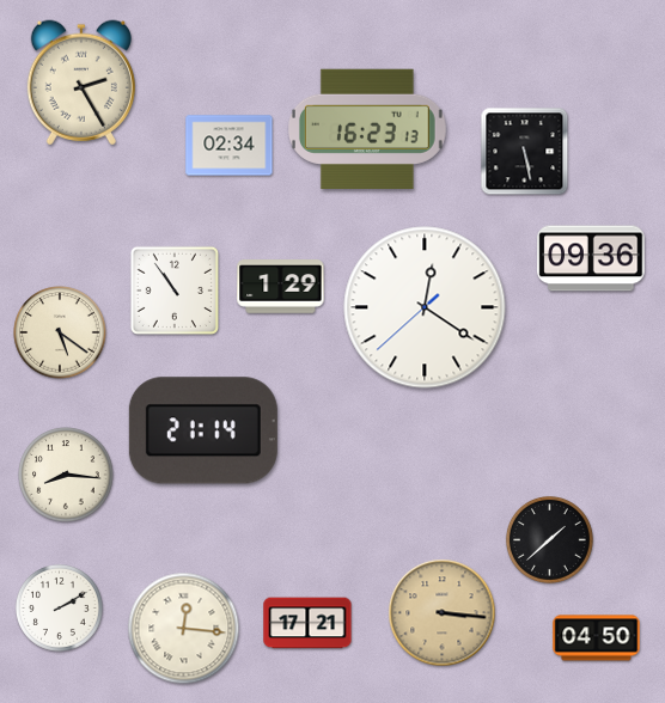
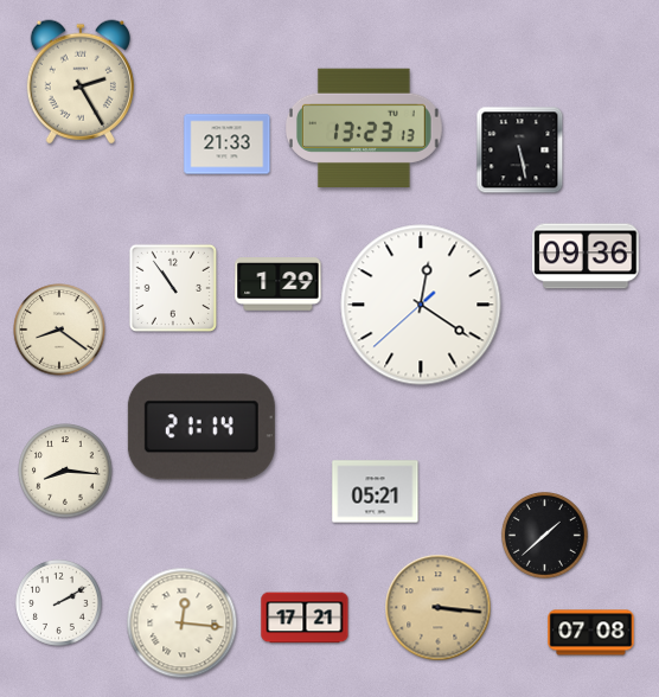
clock at (367, 129): 16:23 -> 13:23
clock at (230, 146): 02:34 -> 21:33
clock at (60, 332): 5:21 -> 8:21
clock at (376, 492): none -> 05:21
clock at (597, 638): 04:50 -> 07:08
